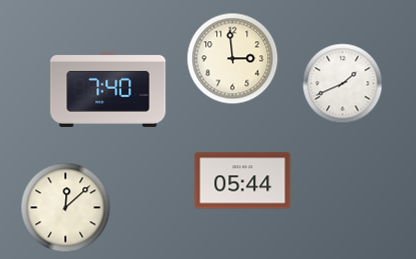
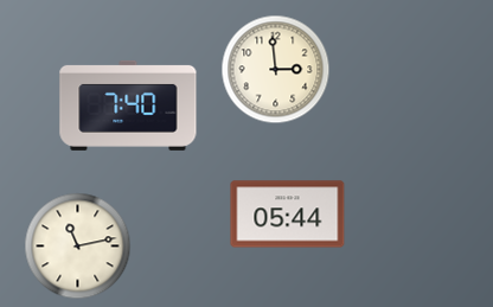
clock at (343, 84): 1:41 -> none
clock at (66, 208): 12:08 -> 11:13
